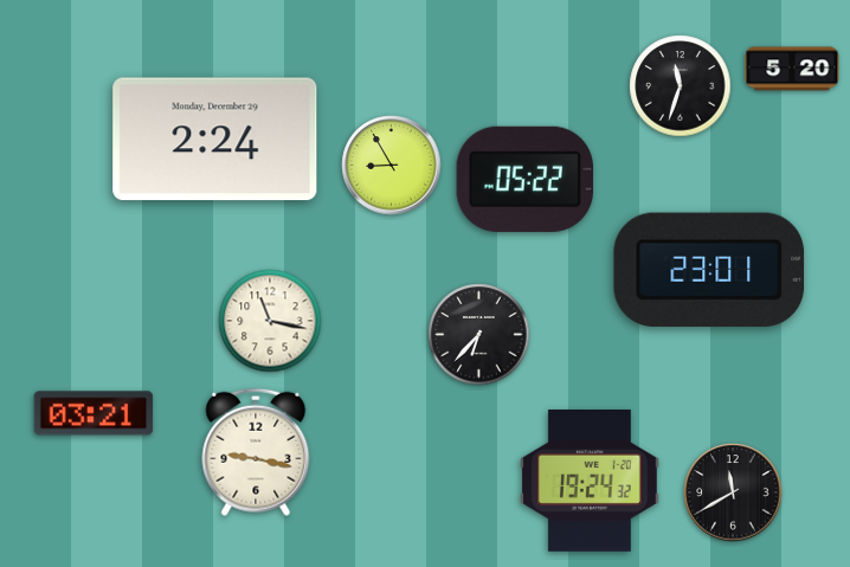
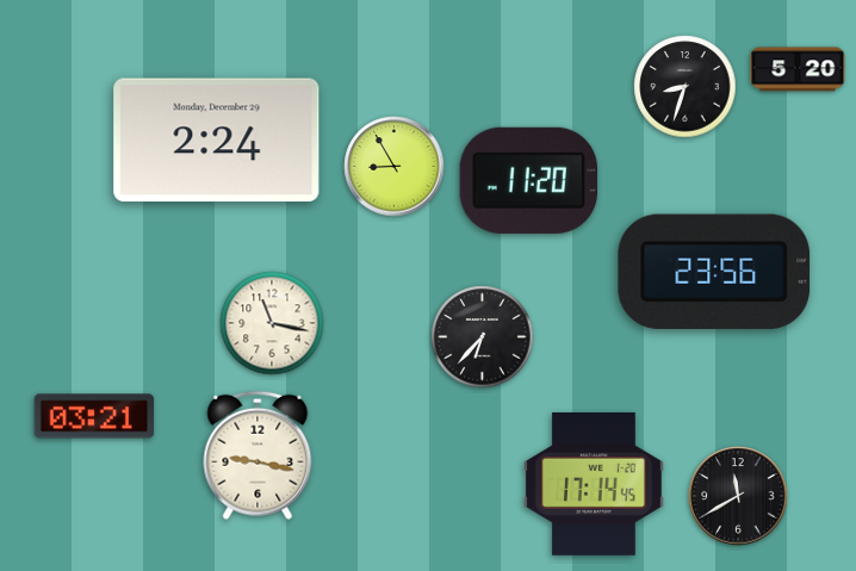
clock at (681, 86): 11:33 -> 8:33
clock at (524, 179): 05:22 -> 11:20
clock at (709, 270): 23:01 -> 23:56
clock at (591, 481): 19:24 -> 17:14
